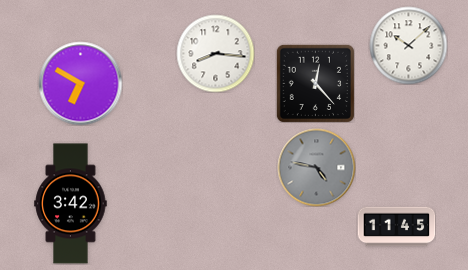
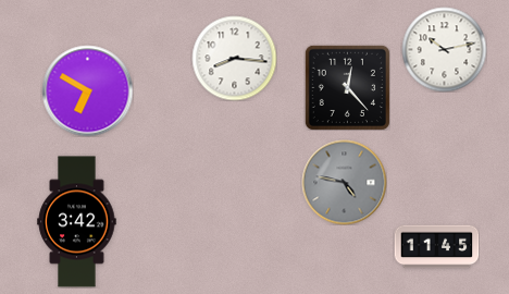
clock at (408, 45): 10:08 -> 10:13
clock at (315, 83) position: (315, 83) -> (347, 87)
clock at (396, 227) position: (396, 227) -> (436, 247)
